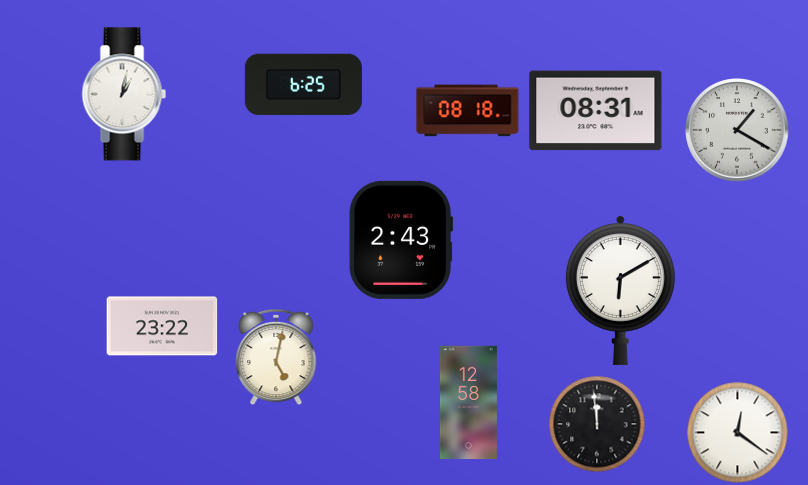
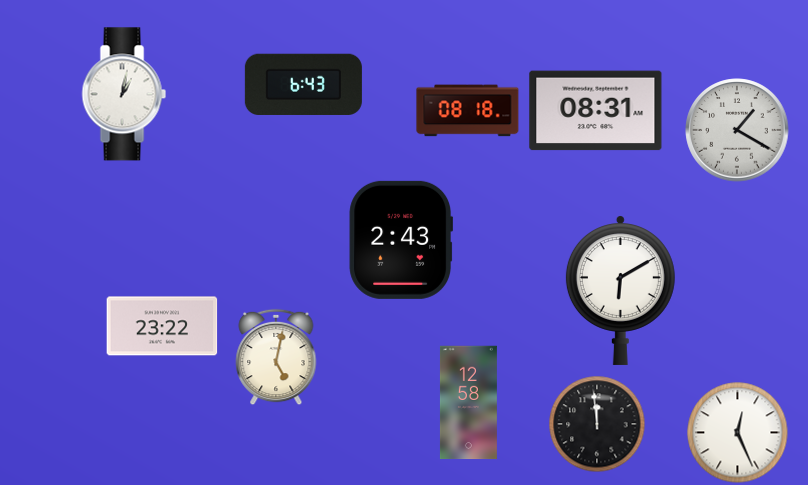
clock at (303, 84): 6:25 -> 6:43
clock at (738, 433): 12:21 -> 12:26
